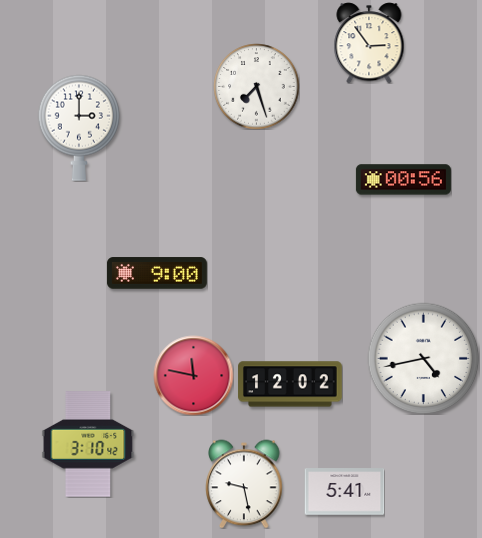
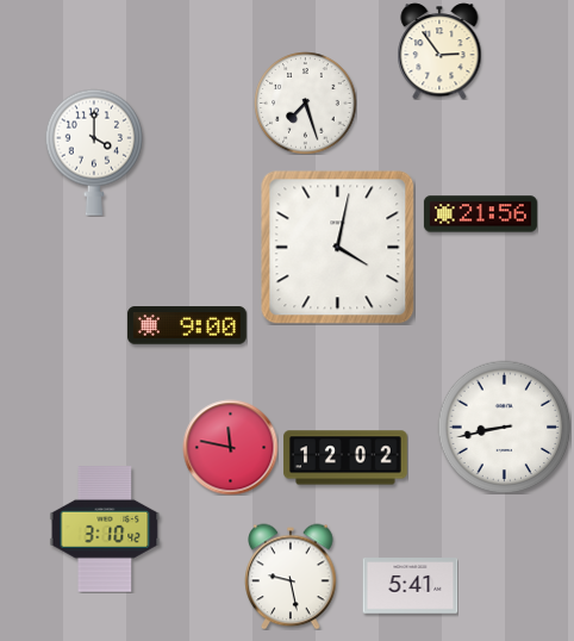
clock at (78, 128): 3:00 -> 4:00
clock at (403, 180): 00:56 -> 21:56
clock at (337, 247): none -> 4:02
clock at (423, 358): 4:43 -> 8:43
